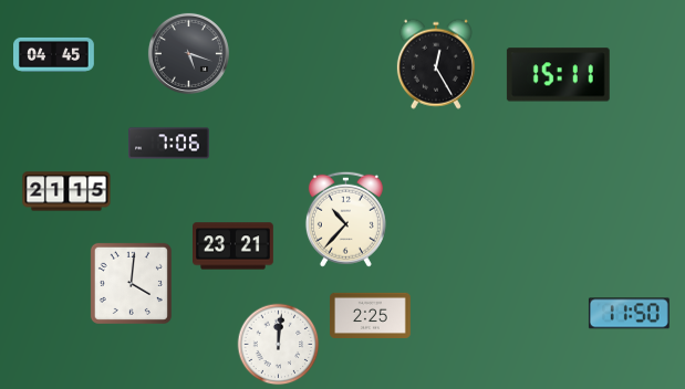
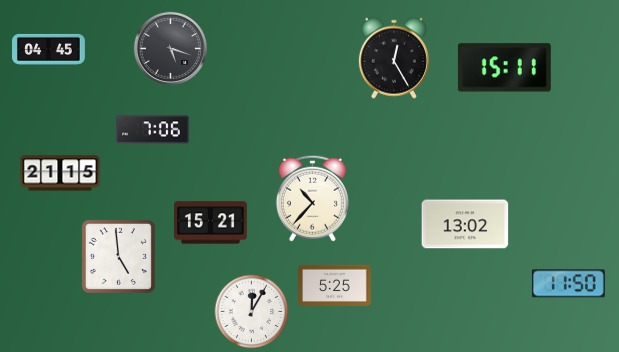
clock at (233, 246): 23:21 -> 15:21
clock at (465, 224): none -> 13:02
clock at (131, 283): 4:01 -> 4:59
clock at (371, 315): 2:25 -> 5:25
clock at (279, 345): 12:01 -> 12:05
